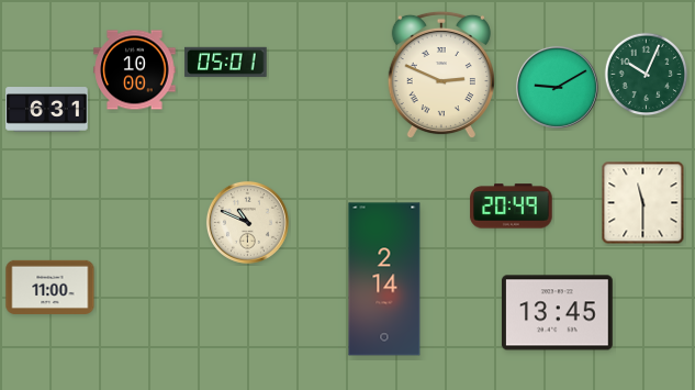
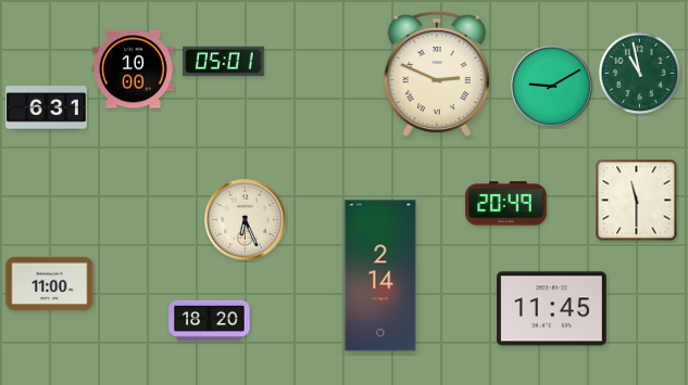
clock at (647, 75): 10:04 -> 10:58
clock at (247, 222): 10:49 -> 6:26
clock at (557, 313): 13:45 -> 11:45
clock at (210, 320): none -> 18:20
